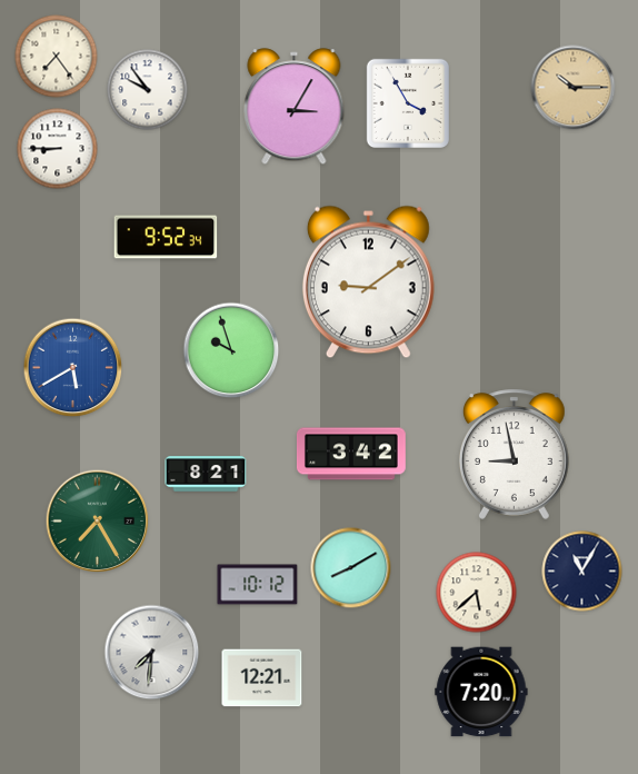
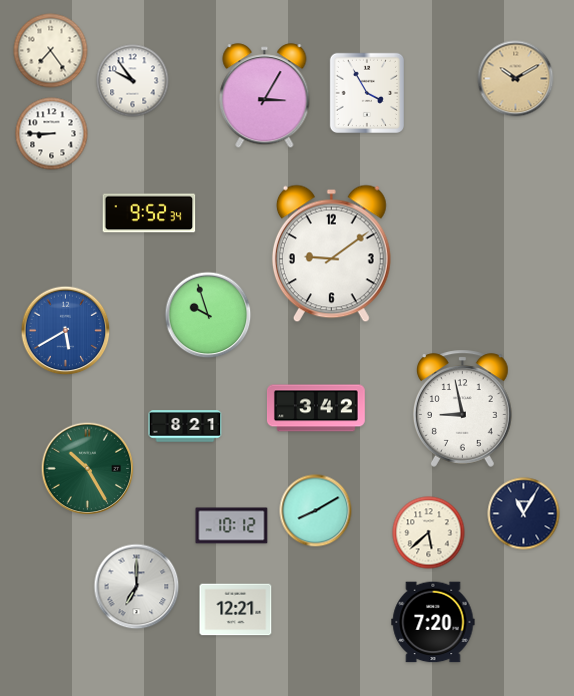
clock at (574, 88): 10:15 -> 10:10
clock at (98, 522): 7:25 -> 10:25
clock at (152, 653): 7:31 -> 7:00
